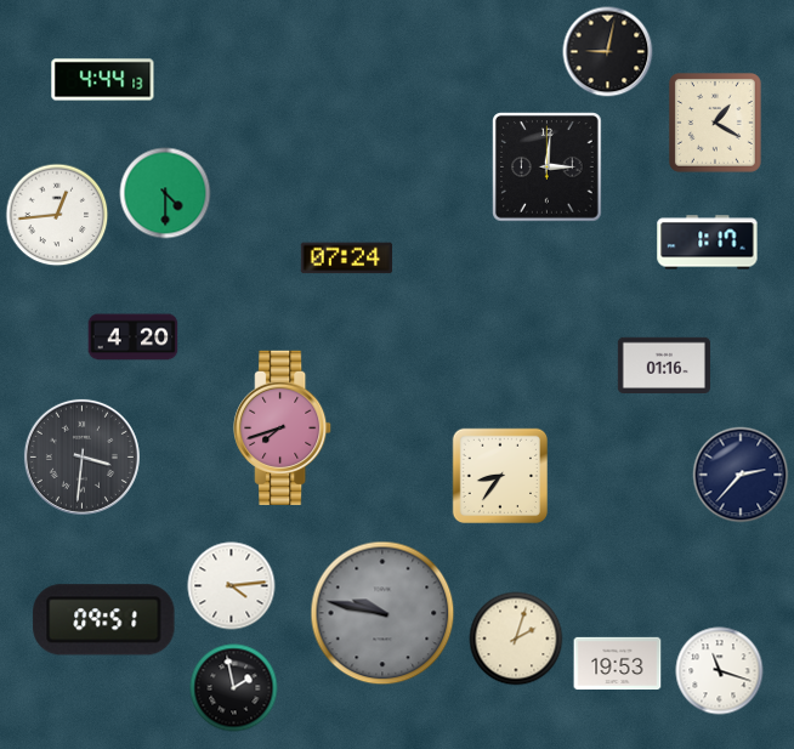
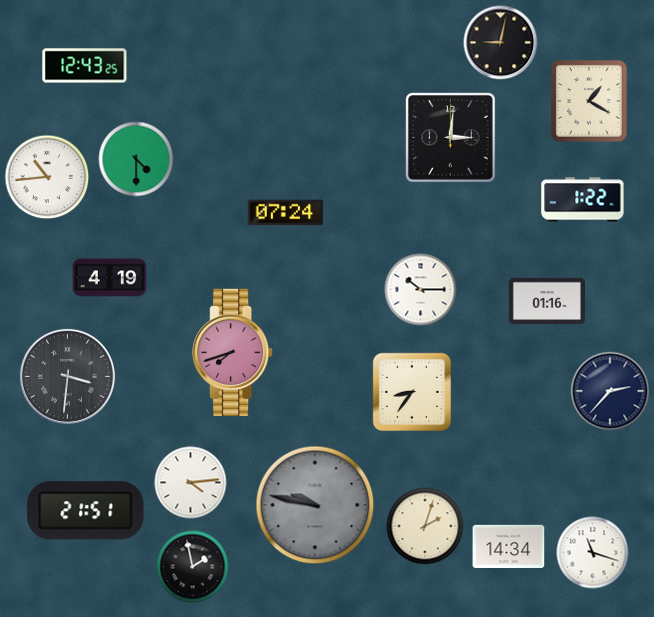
clock at (103, 80): 4:44 -> 12:43
clock at (57, 215): 12:44 -> 10:44
clock at (708, 243): 1:17 -> 1:22
clock at (134, 337): 4:20 -> 4:19
clock at (421, 290): none -> 10:15
clock at (104, 620): 09:51 -> 21:51
clock at (618, 664): 19:53 -> 14:34
